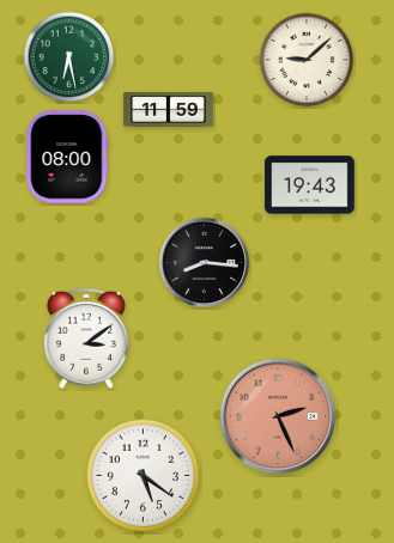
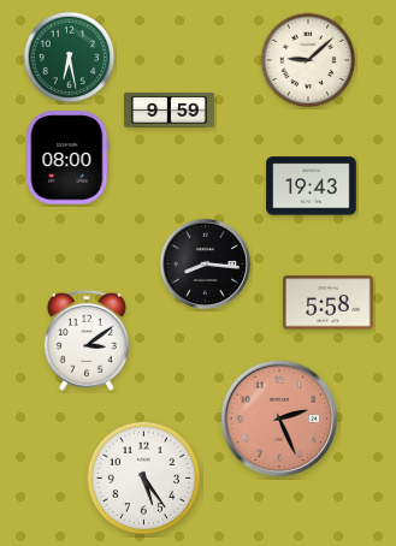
clock at (169, 109): 11:59 -> 9:59
clock at (329, 303): none -> 5:58
clock at (144, 476): 5:21 -> 5:24
